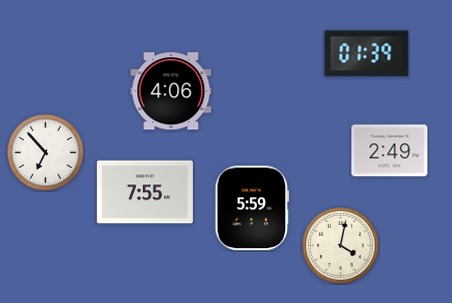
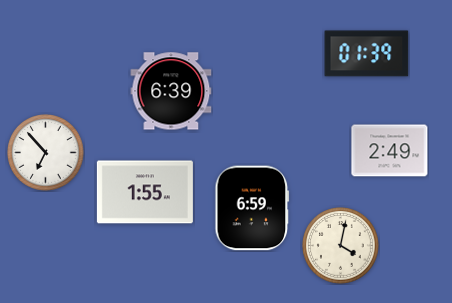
clock at (171, 91): 4:06 -> 6:39
clock at (145, 192): 7:55 -> 1:55
clock at (252, 208): 5:59 -> 6:59
